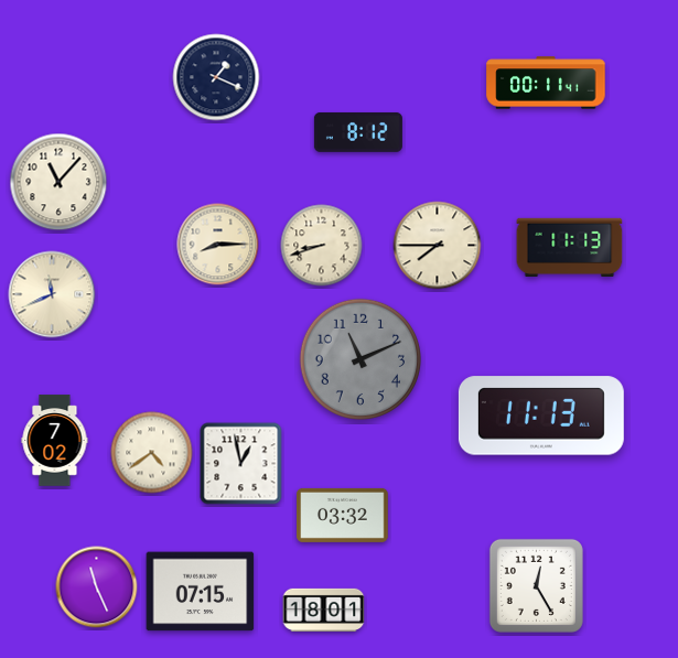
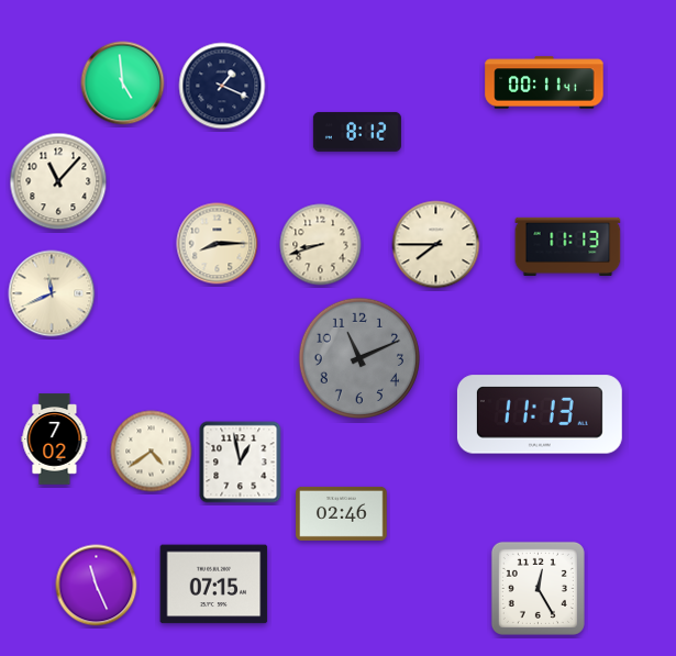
clock at (216, 77) position: (216, 77) -> (222, 86)
clock at (123, 84): none -> 4:59
clock at (343, 515): 03:32 -> 02:46
clock at (536, 585) position: (536, 585) -> (538, 588)
clock at (201, 592) position: (201, 592) -> (214, 585)
clock at (324, 610): 18:01 -> none
